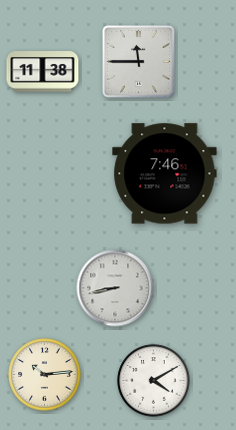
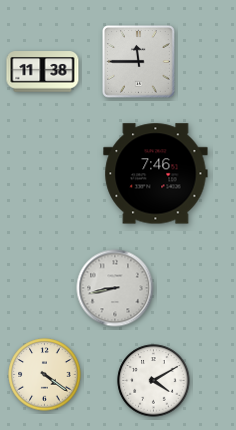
clock at (165, 174) position: (165, 174) -> (156, 174)
clock at (45, 375): 10:14 -> 4:21
